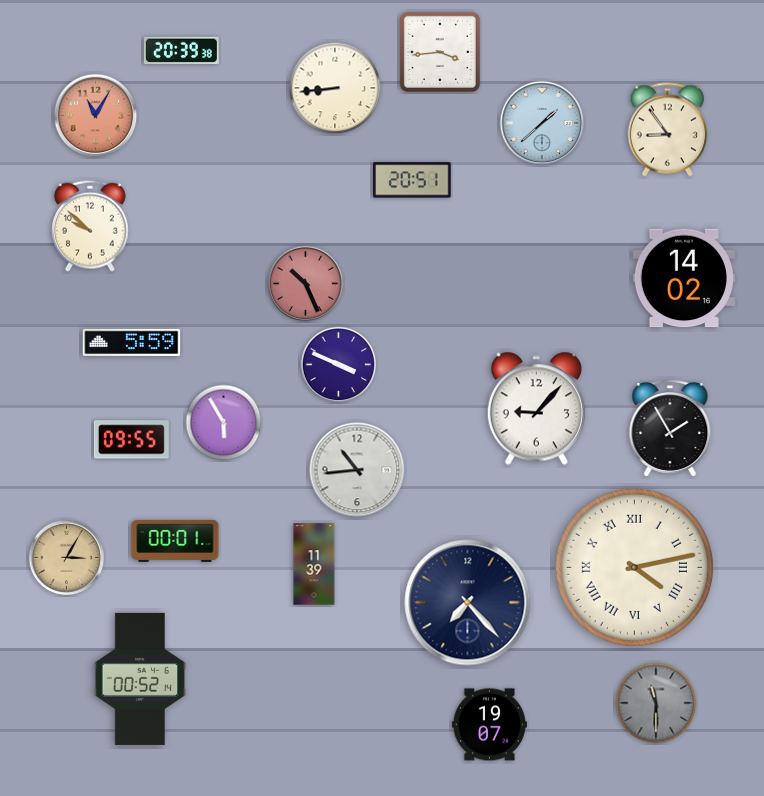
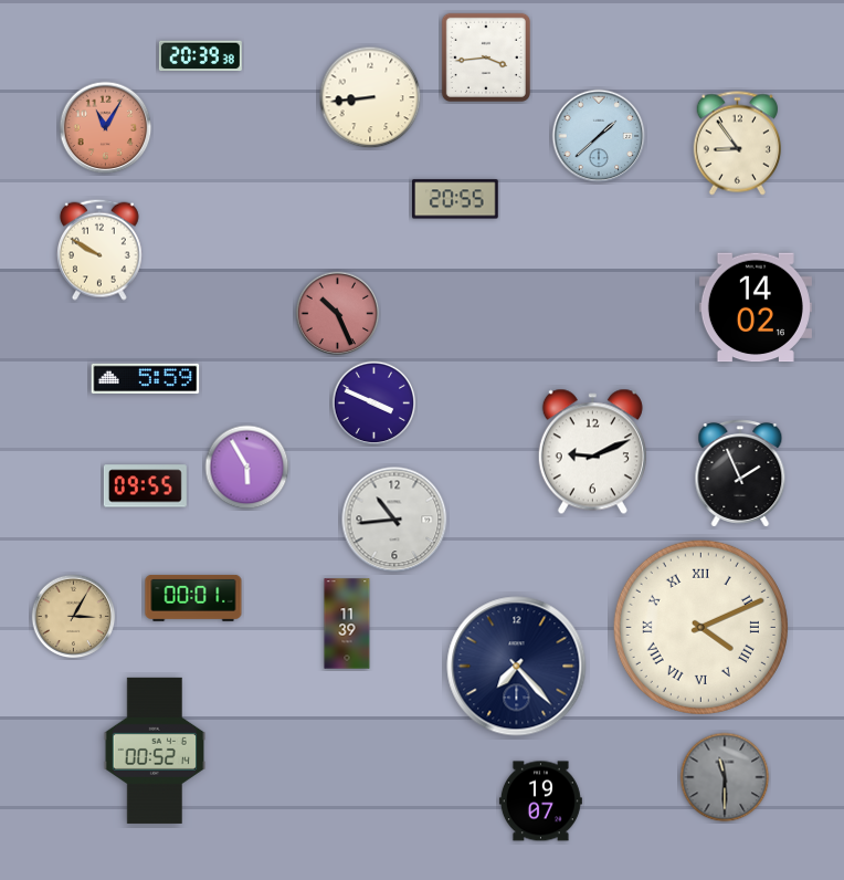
clock at (413, 180): 20:51 -> 20:55
clock at (90, 226): 9:52 -> 9:50
clock at (536, 409): 9:07 -> 9:11
clock at (670, 428): 1:55 -> 1:56
clock at (634, 567): 4:13 -> 4:11
